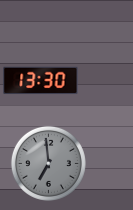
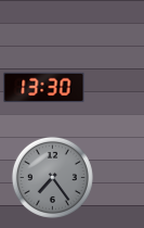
clock at (48, 163): 6:59 -> 7:24
